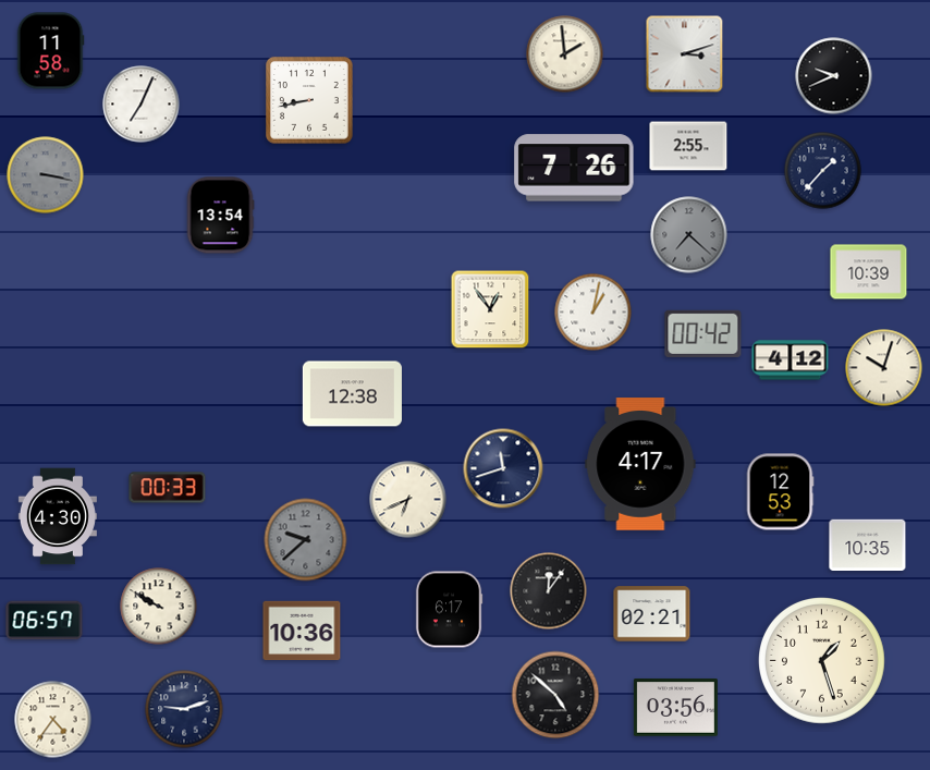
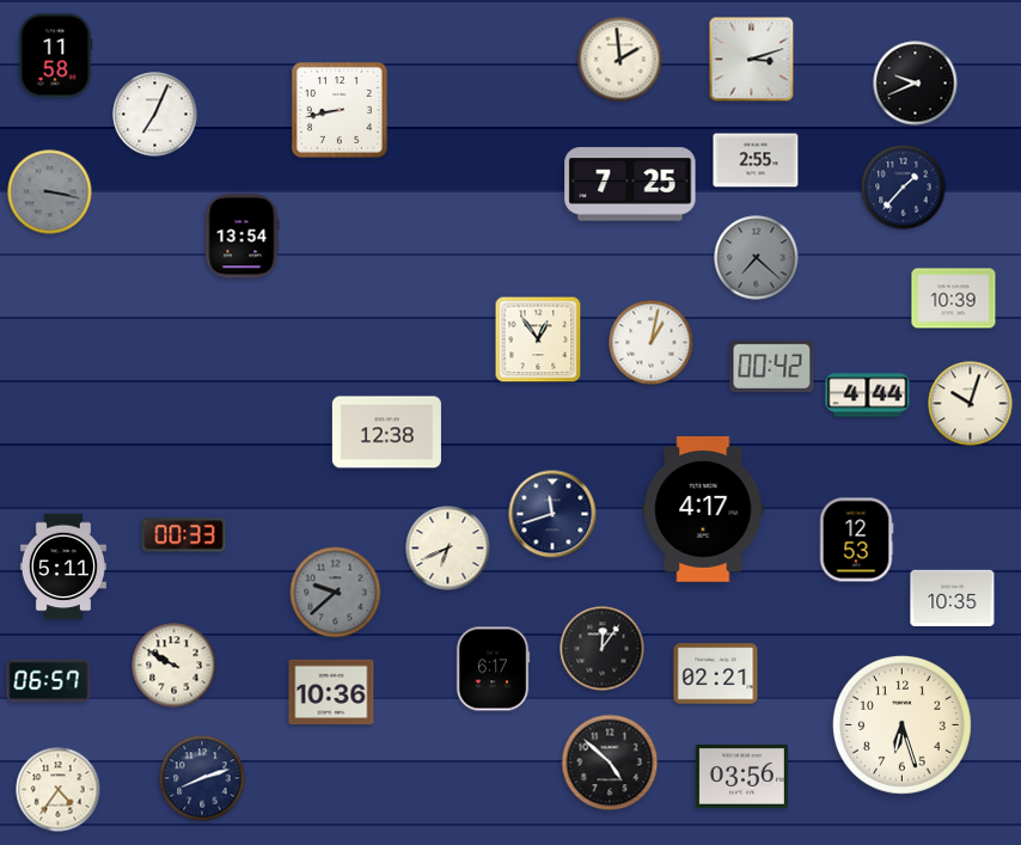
clock at (574, 168): 7:26 -> 7:25
clock at (791, 360): 4:12 -> 4:44
clock at (58, 516): 4:30 -> 5:11
clock at (822, 661): 1:27 -> 6:27
clock at (184, 709): 9:12 -> 8:12
